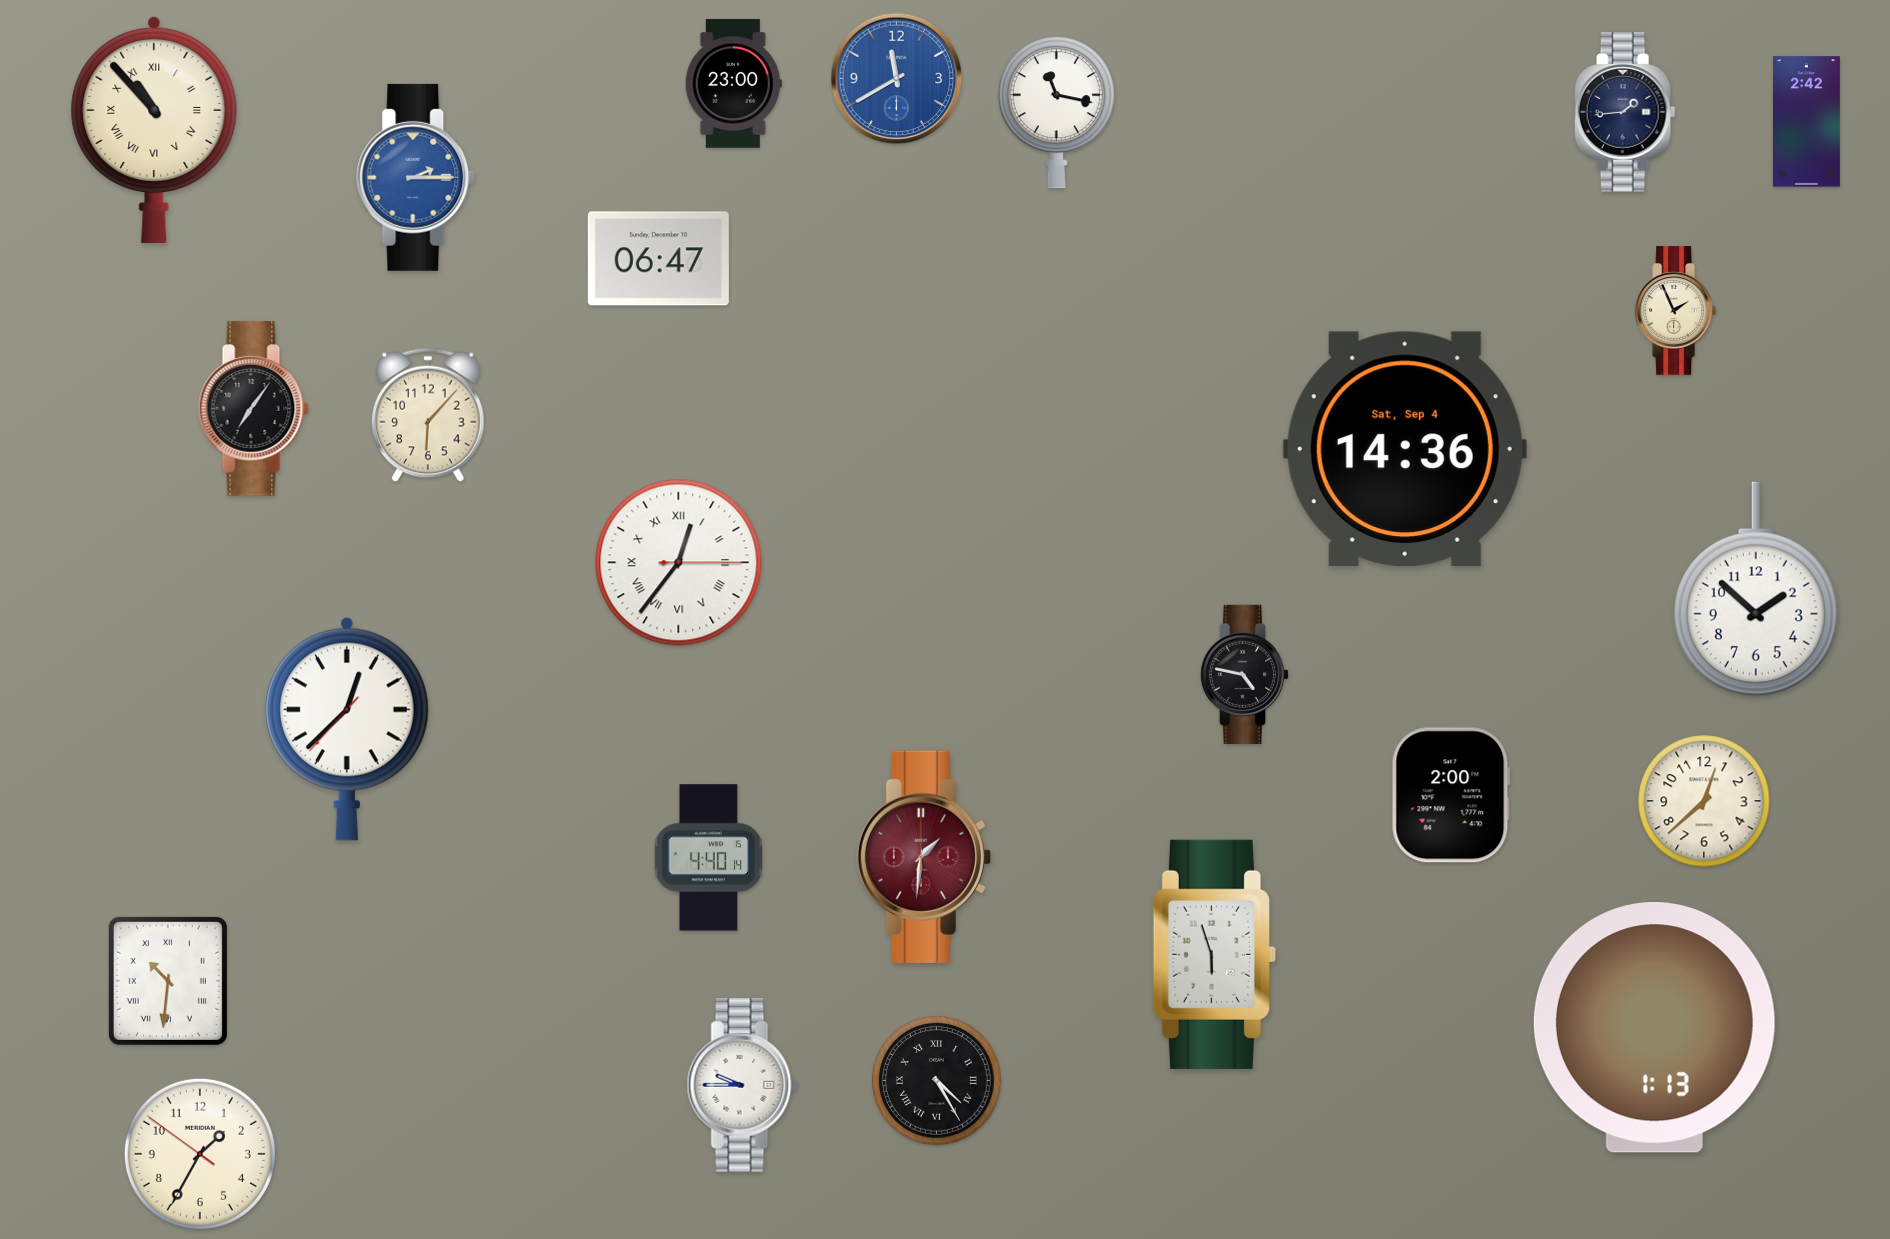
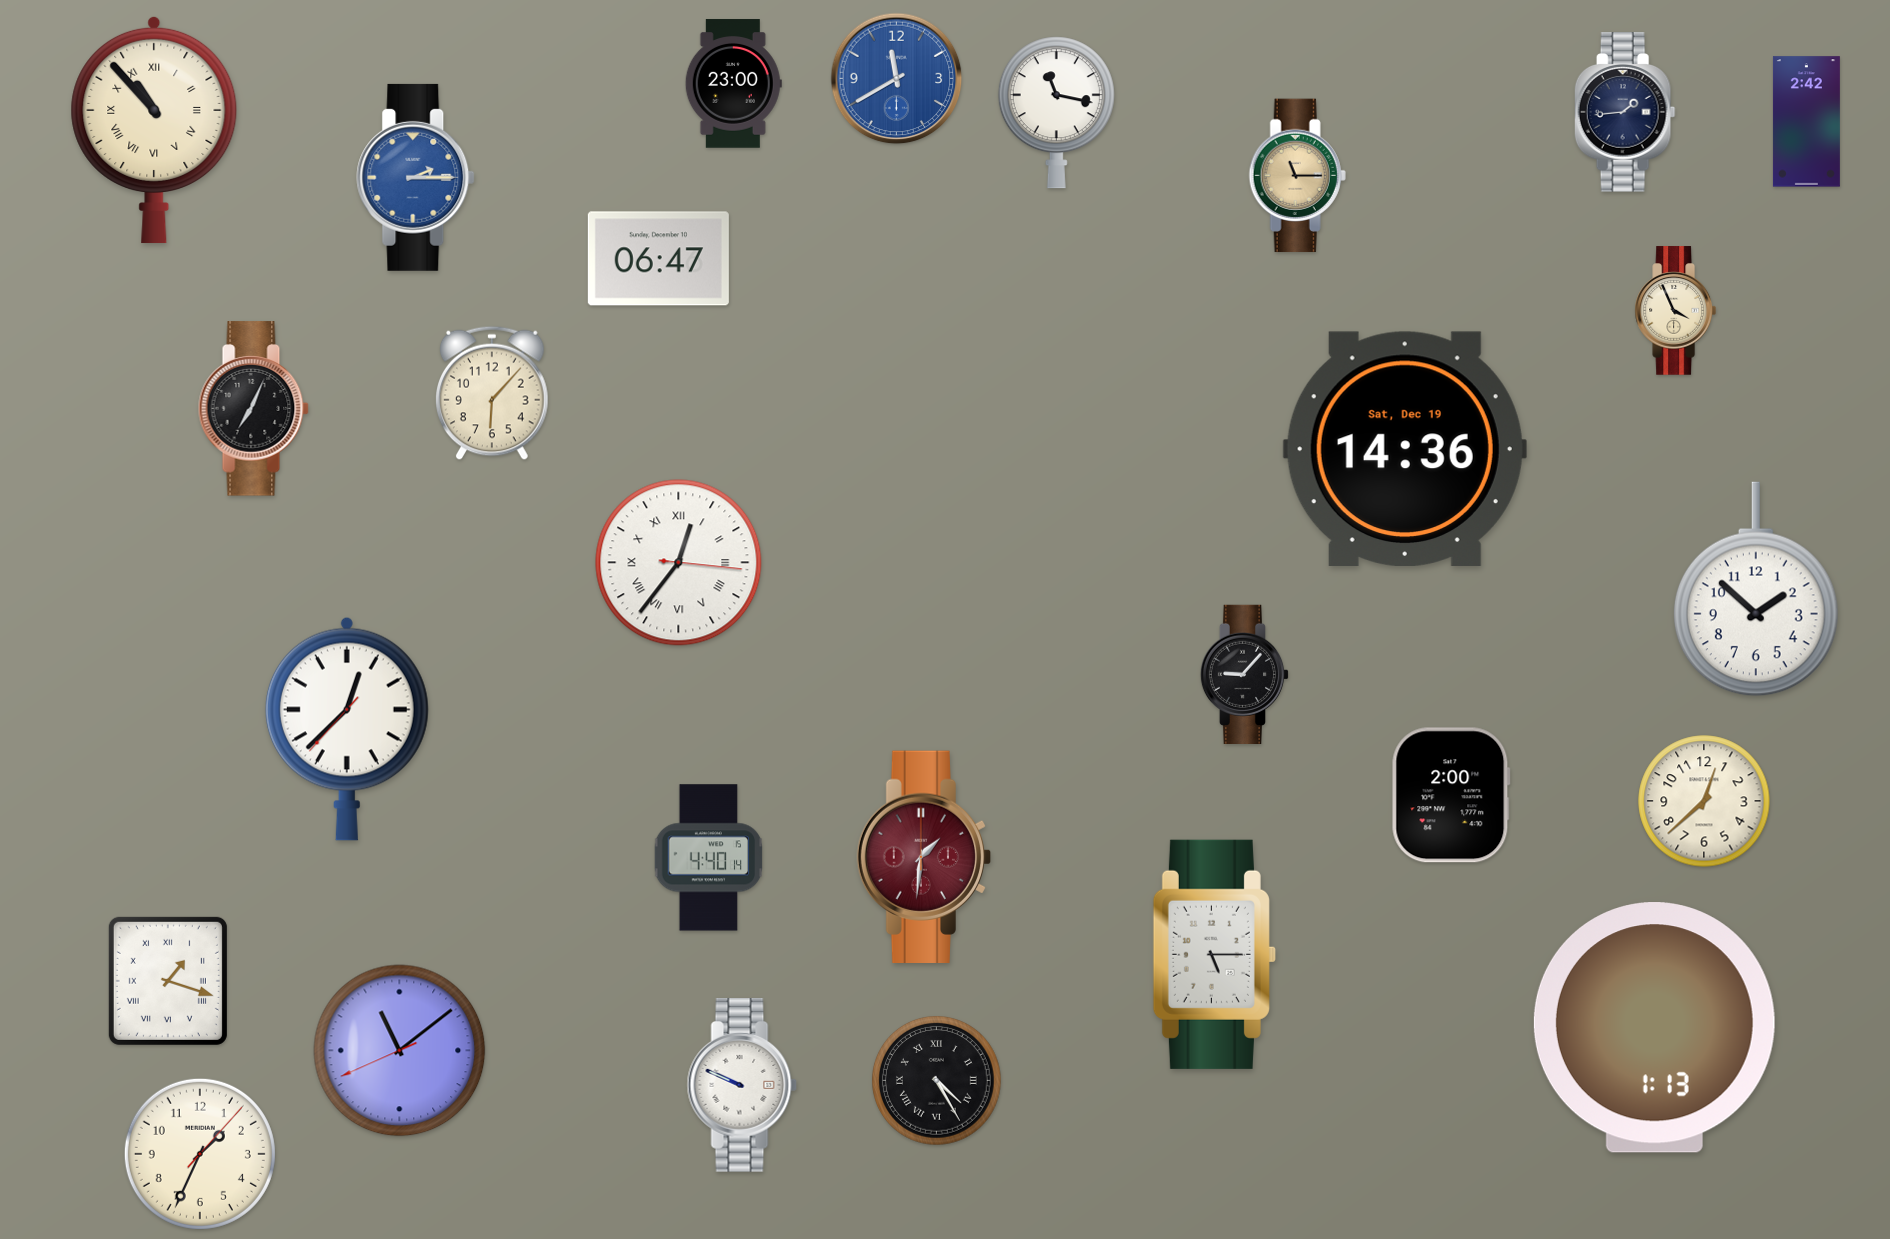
clock at (1297, 176): none -> 11:15
clock at (1675, 311): 1:56 -> 3:56
clock at (253, 409): 7:06 -> 7:04
clock at (429, 415) position: (429, 415) -> (493, 393)
clock at (1405, 449) date: Sat, Sep 4 -> Sat, Dec 19
clock at (679, 563): 12:36:15 -> 12:36:16
clock at (1245, 674): 4:47 -> 9:07
clock at (1214, 954): 5:57 -> 5:15
clock at (168, 981): 10:31 -> 1:18
clock at (400, 1051): none -> 11:08
clock at (742, 1085): 9:45 -> 9:49
clock at (200, 1154): 1:34:51 -> 1:34:07
